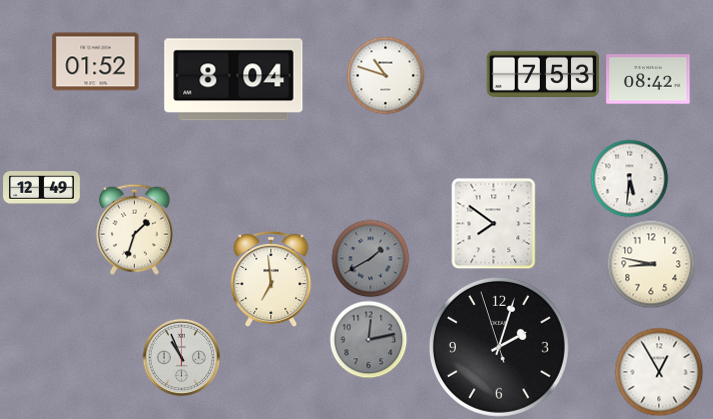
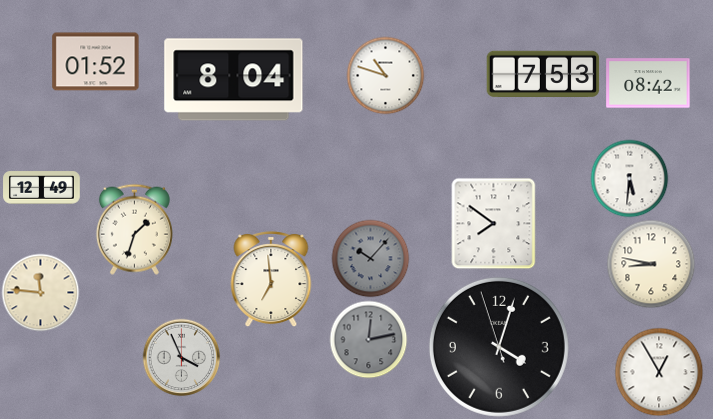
clock at (648, 79) position: (648, 79) -> (648, 83)
clock at (370, 258): 1:40 -> 10:07
clock at (40, 292): none -> 11:46
clock at (499, 347): 2:02 -> 4:02
clock at (181, 357): 10:56 -> 3:56
